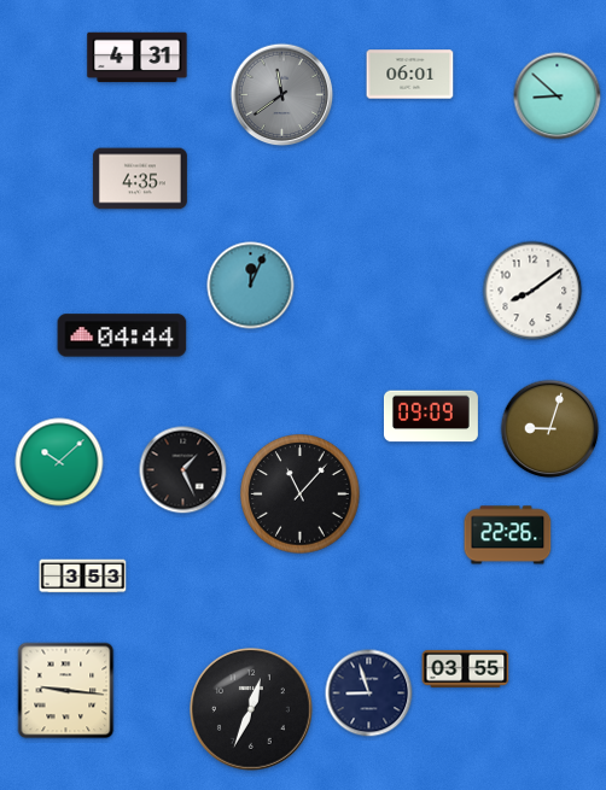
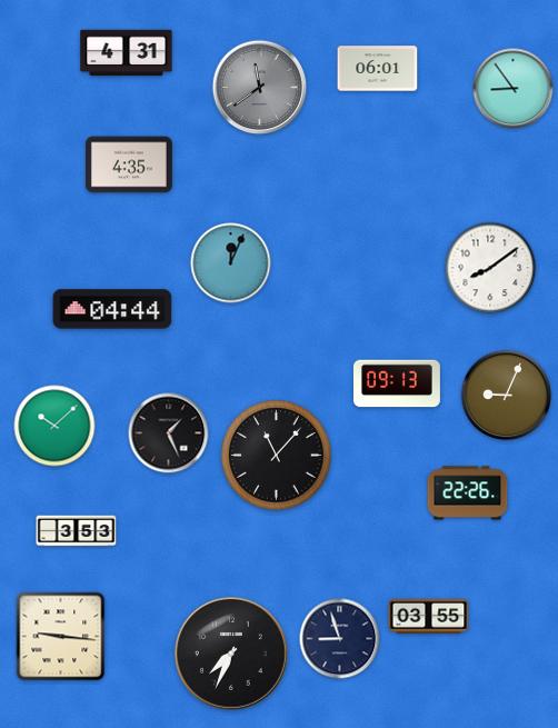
clock at (558, 96): 8:52 -> 8:54
clock at (431, 416): 09:09 -> 09:13
clock at (550, 429): 9:03 -> 9:04
clock at (252, 710): 12:34 -> 7:34
